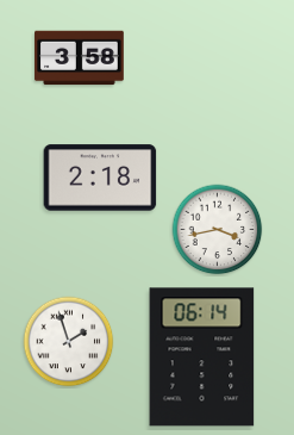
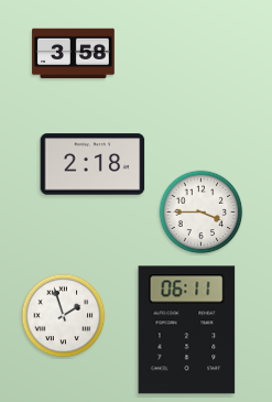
clock at (218, 230): 3:43 -> 3:45
clock at (202, 358): 06:14 -> 06:11
